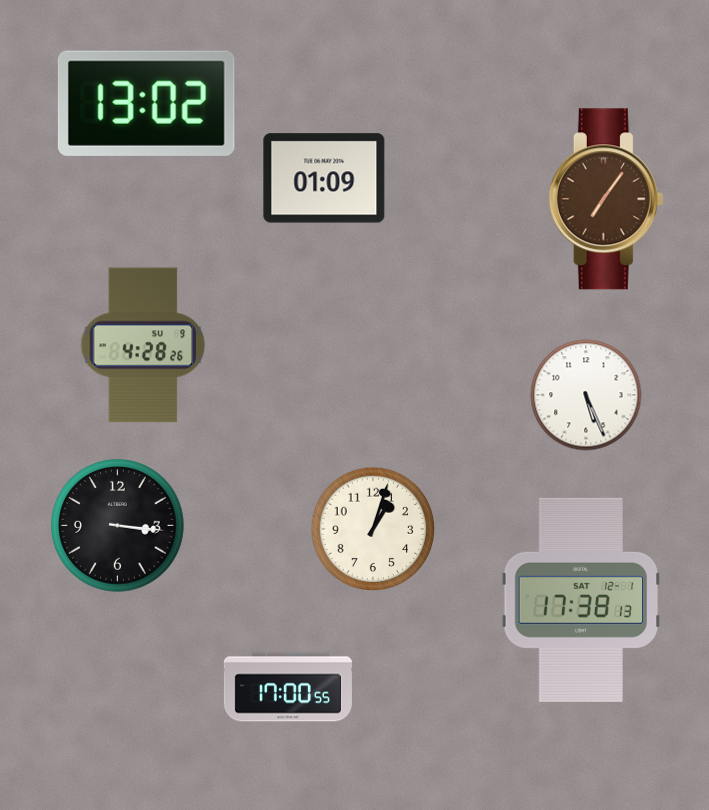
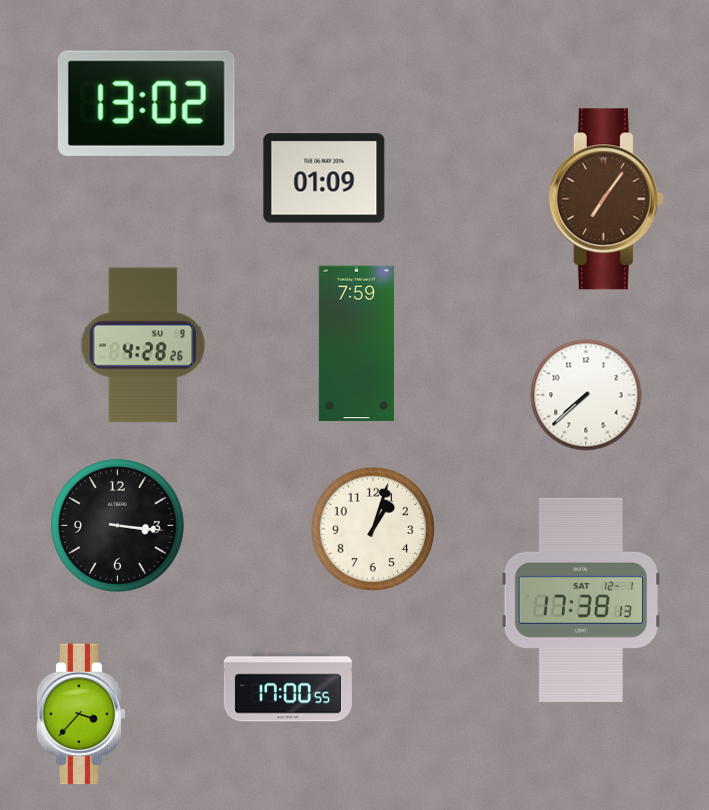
clock at (356, 344): none -> 7:59
clock at (586, 395): 5:26 -> 7:38
clock at (81, 714): none -> 3:37
